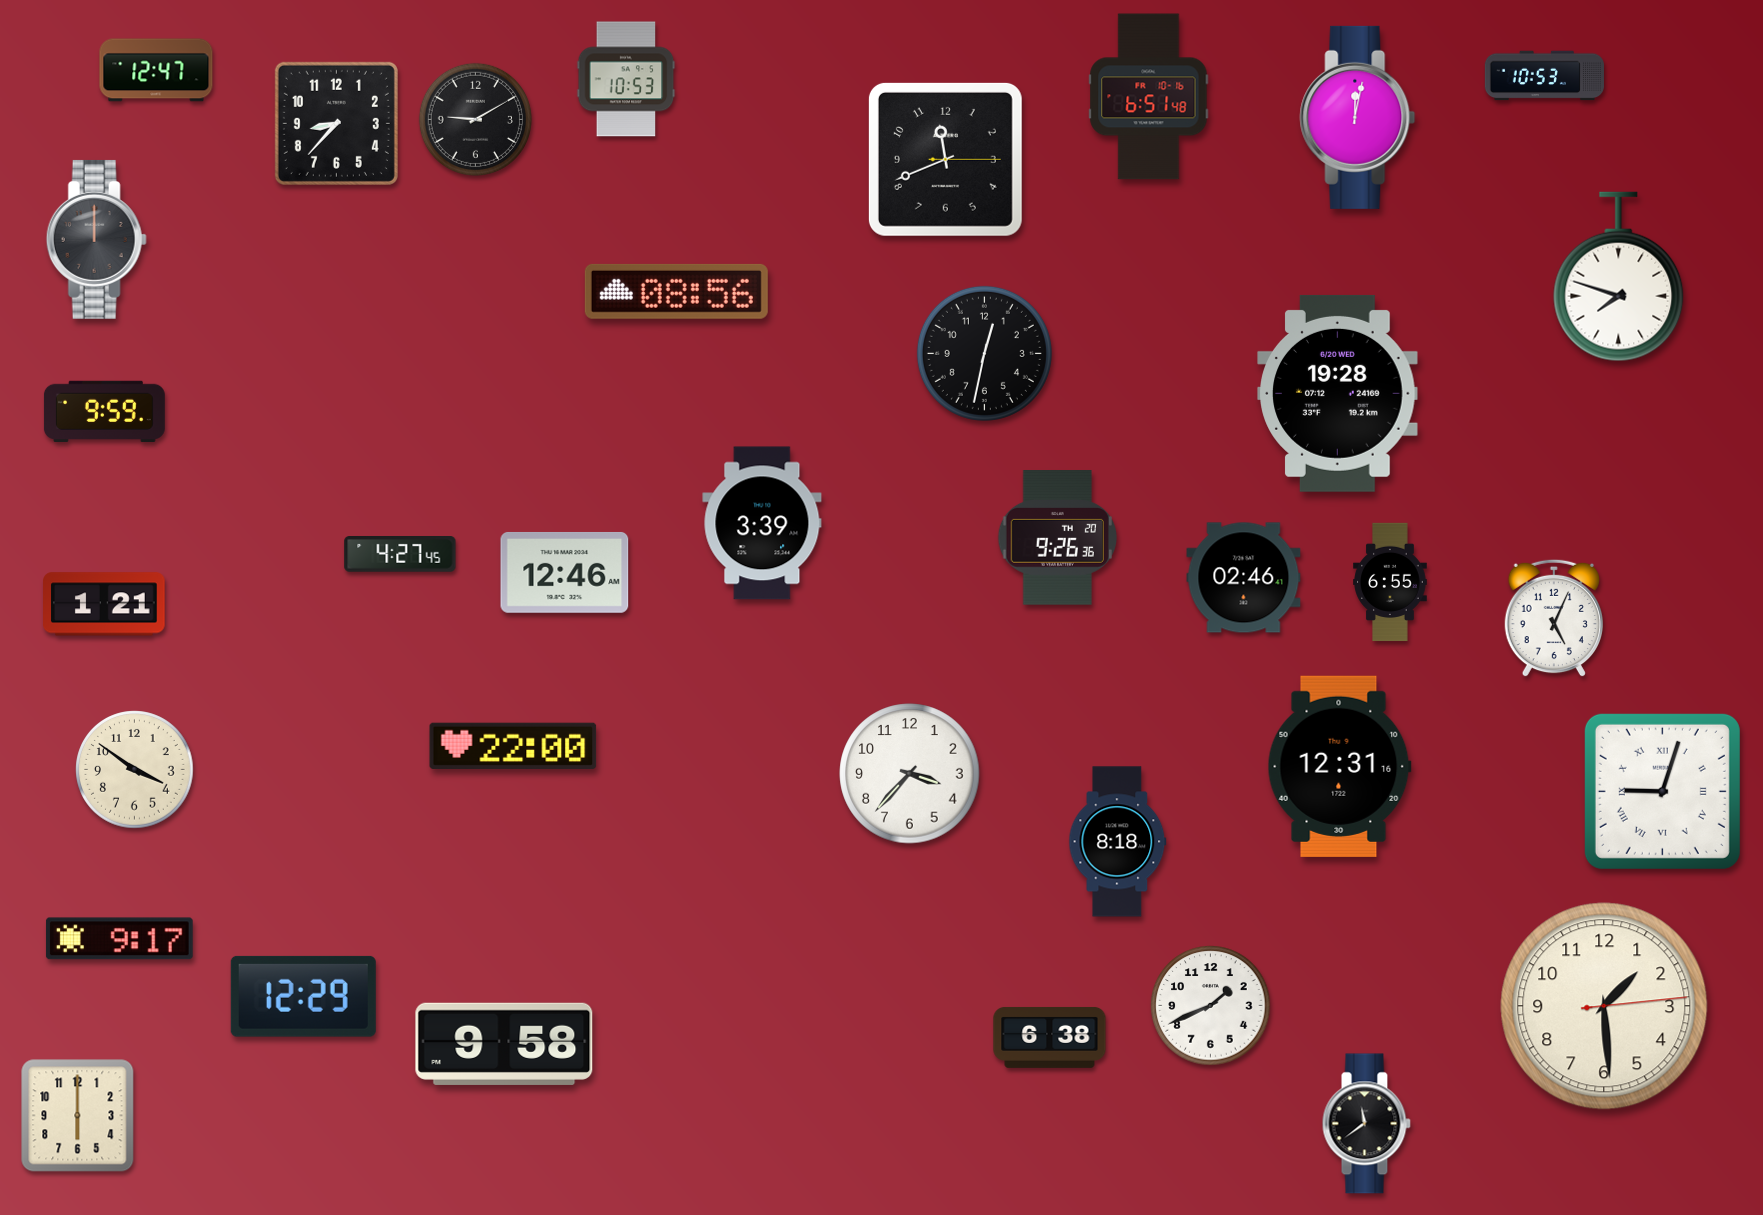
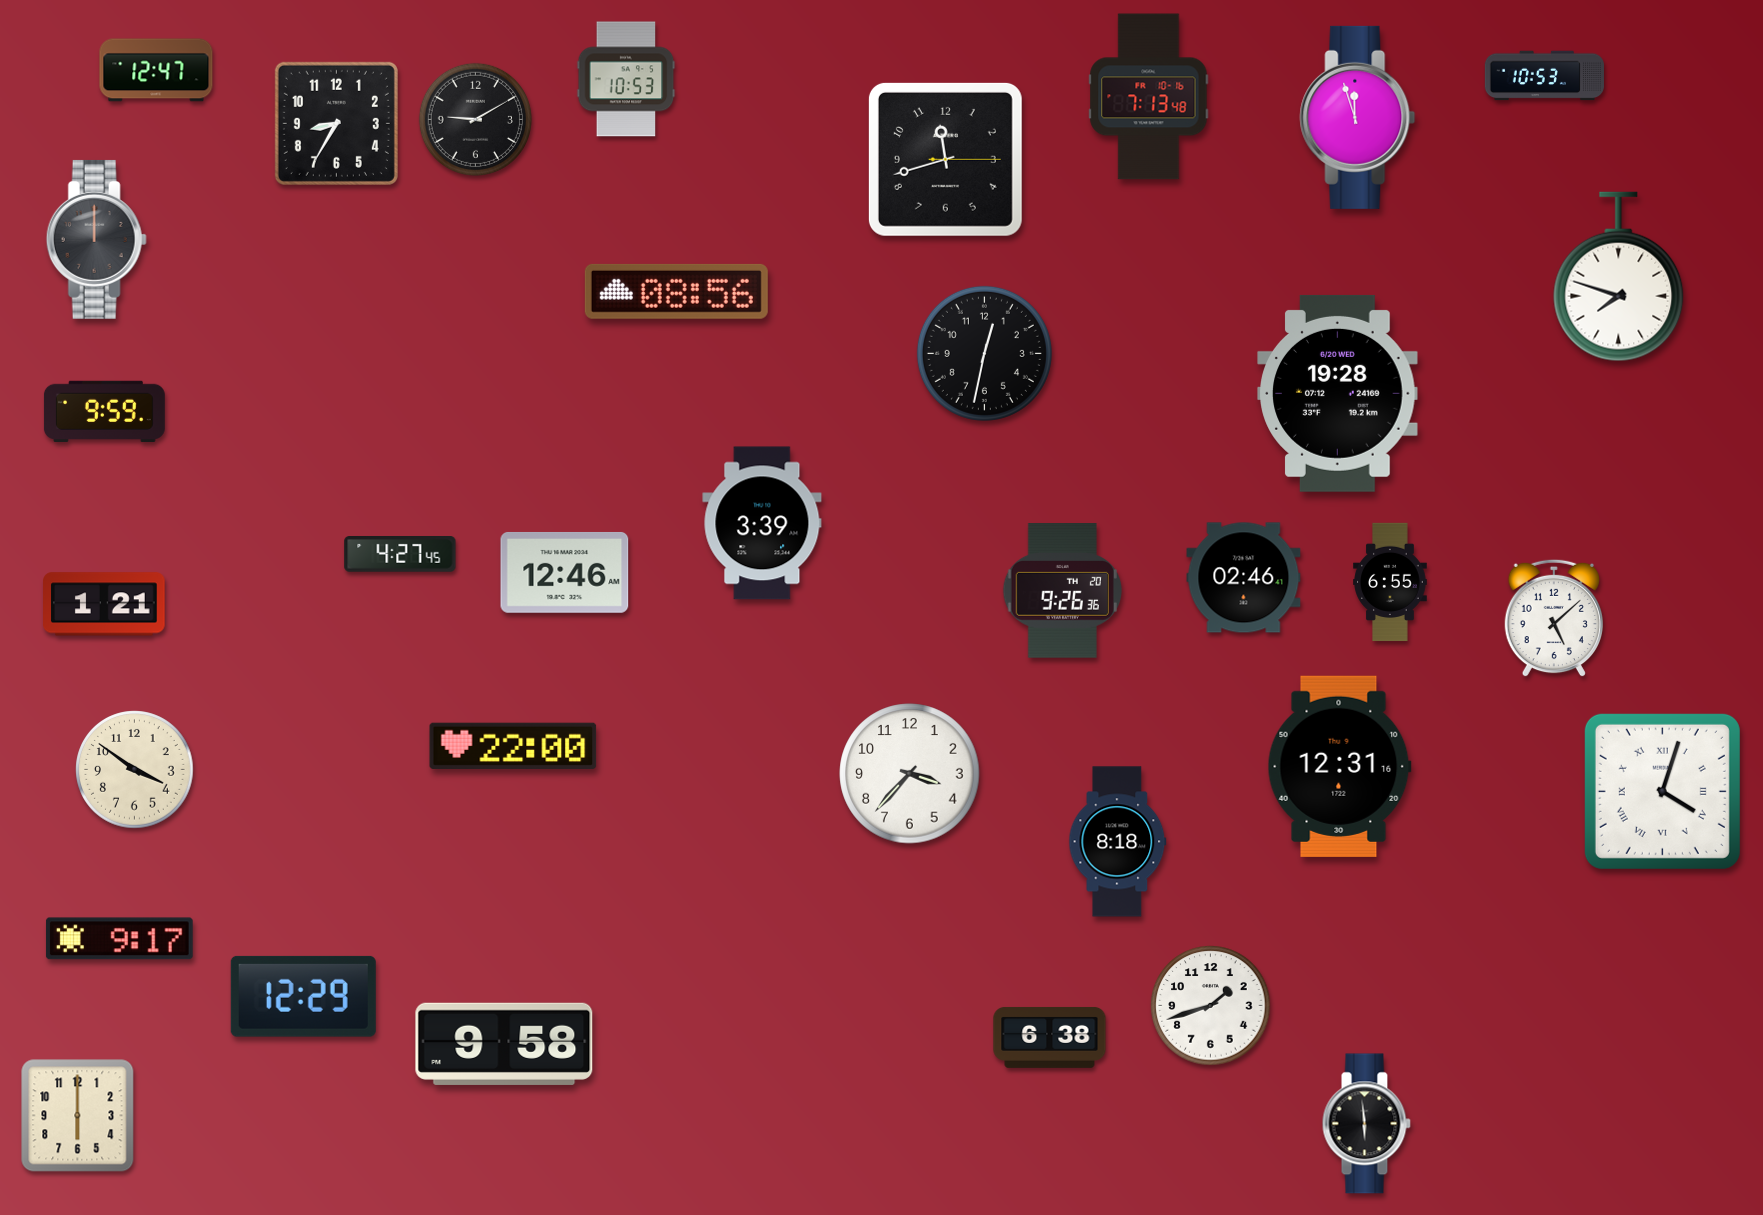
clock at (1149, 97): 6:51 -> 7:13
clock at (1358, 117): 12:02 -> 11:57
clock at (336, 123): 8:37 -> 8:35
clock at (945, 159): 11:41 -> 11:42
clock at (1057, 538) position: (1057, 538) -> (1062, 591)
clock at (1553, 618): 5:04 -> 5:08
clock at (1662, 791): 9:03 -> 4:03
clock at (1211, 1006): 1:41 -> 1:42
clock at (1604, 1006): 1:29 -> none
clock at (1366, 1124): 11:39 -> 5:59
